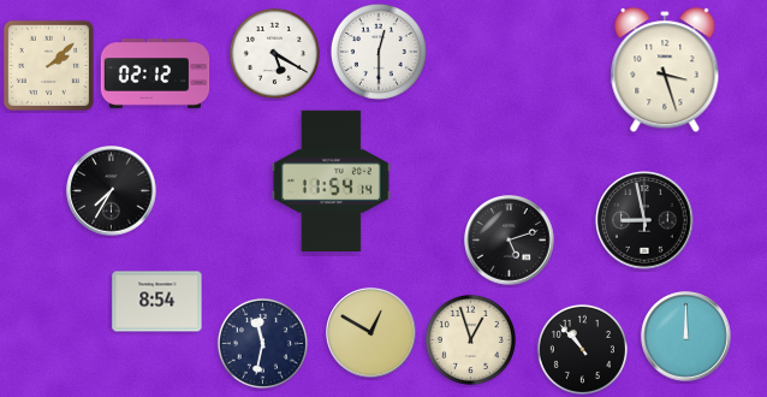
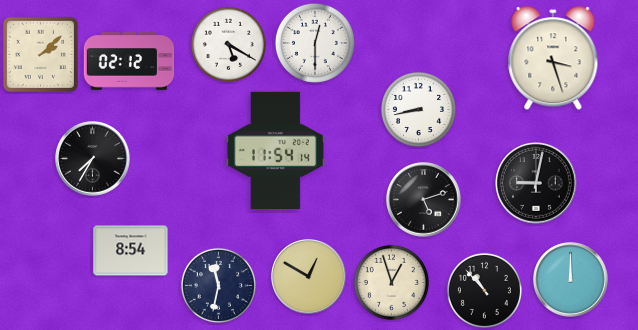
clock at (418, 109): none -> 8:43
clock at (646, 221): 8:58 -> 9:02
